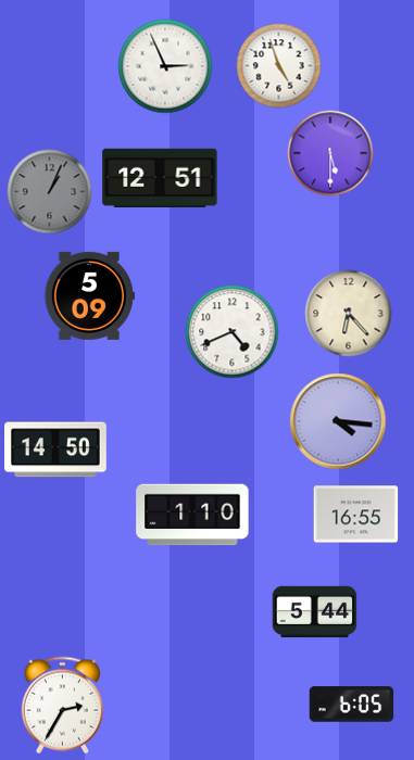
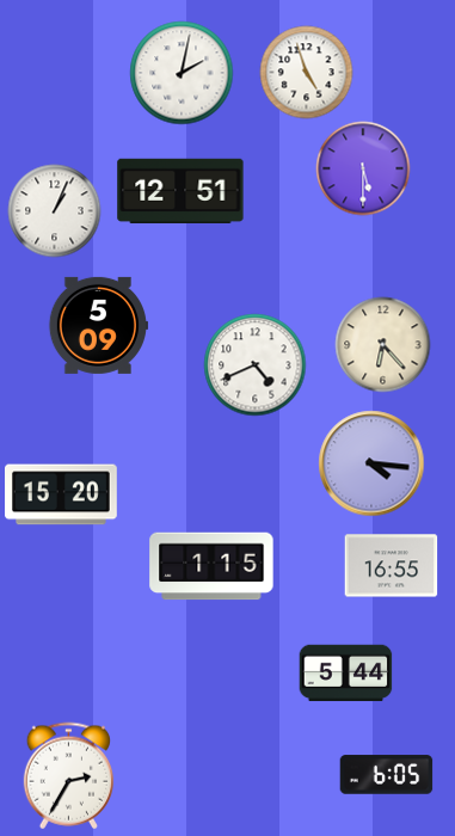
clock at (165, 66): 2:56 -> 2:02
clock at (160, 178) position: (160, 178) -> (180, 191)
clock at (49, 191) dial: grey -> white
clock at (57, 449): 14:50 -> 15:20
clock at (192, 515): 1:10 -> 1:15
